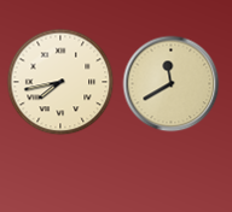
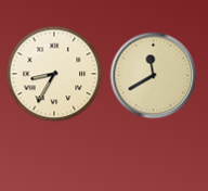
clock at (60, 82): 7:43 -> 8:35
